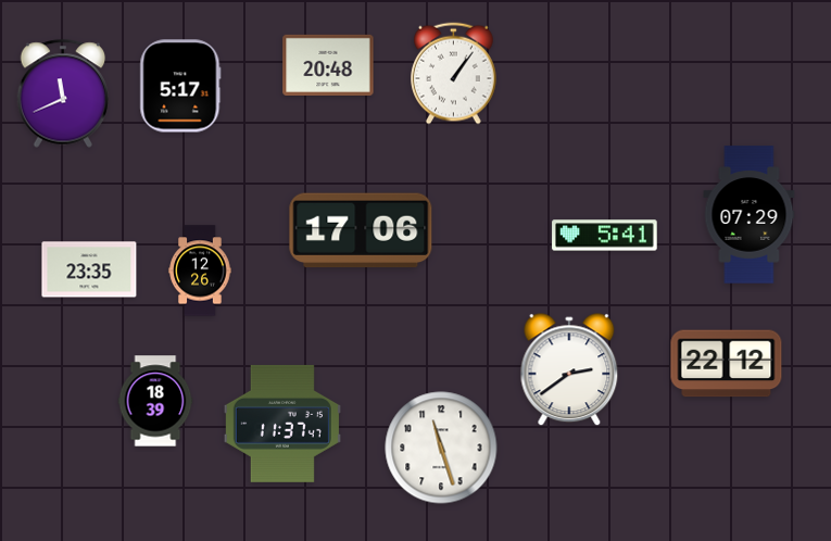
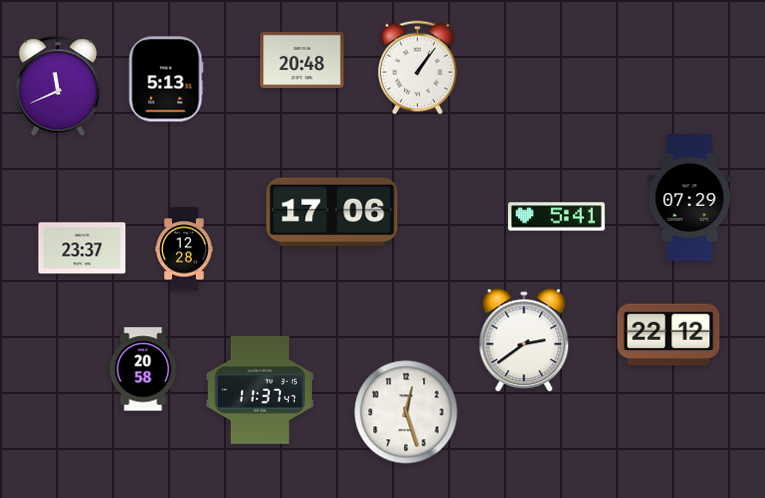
clock at (180, 86): 5:17 -> 5:13
clock at (89, 269): 23:35 -> 23:37
clock at (200, 270): 12:26 -> 12:28
clock at (155, 401): 18:39 -> 20:58
clock at (441, 448): 11:27 -> 12:27
